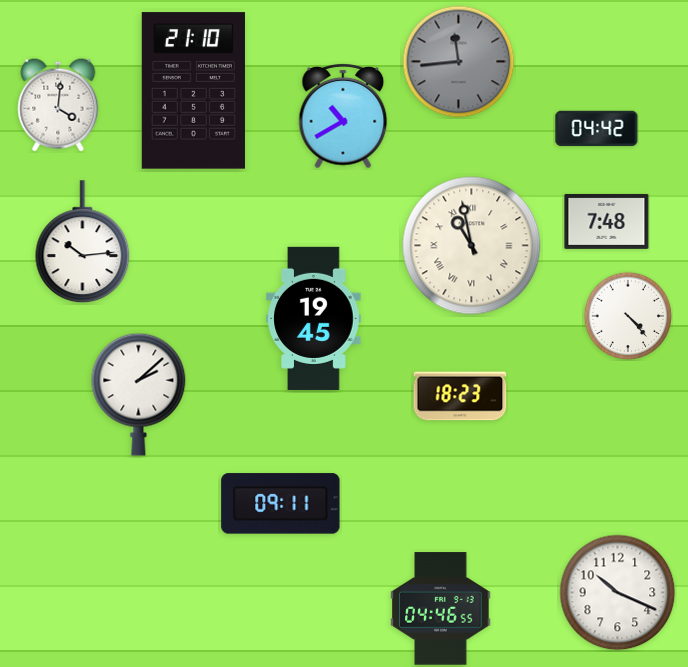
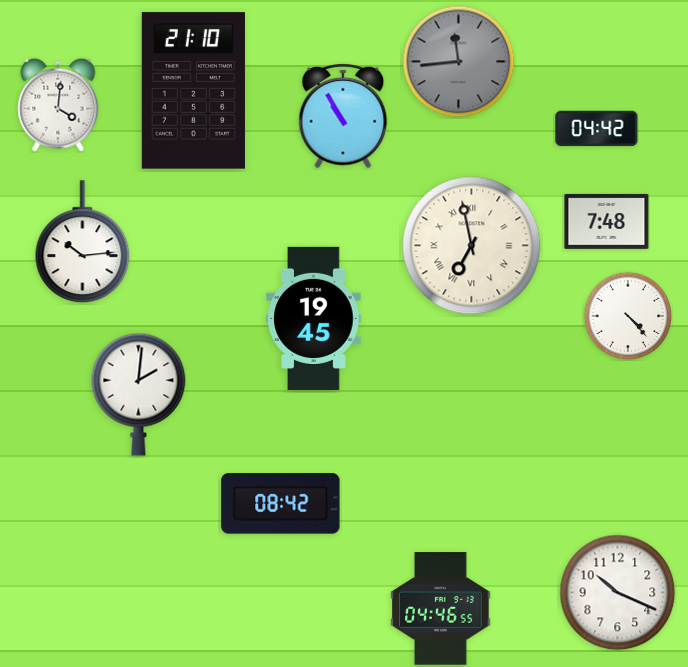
clock at (343, 116): 10:40 -> 10:55
clock at (472, 246): 10:58 -> 6:58
clock at (139, 394): 2:08 -> 2:01
clock at (460, 396): 18:23 -> none
clock at (281, 504): 09:11 -> 08:42
